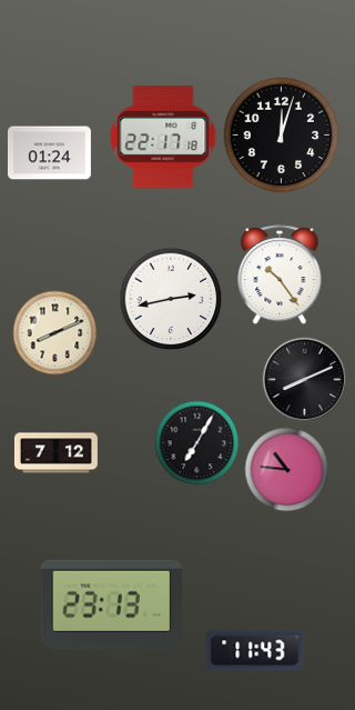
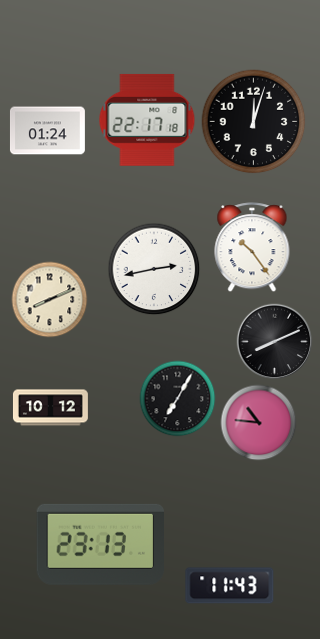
clock at (163, 137) position: (163, 137) -> (147, 120)
clock at (49, 153) position: (49, 153) -> (47, 131)
clock at (55, 453): 7:12 -> 10:12
